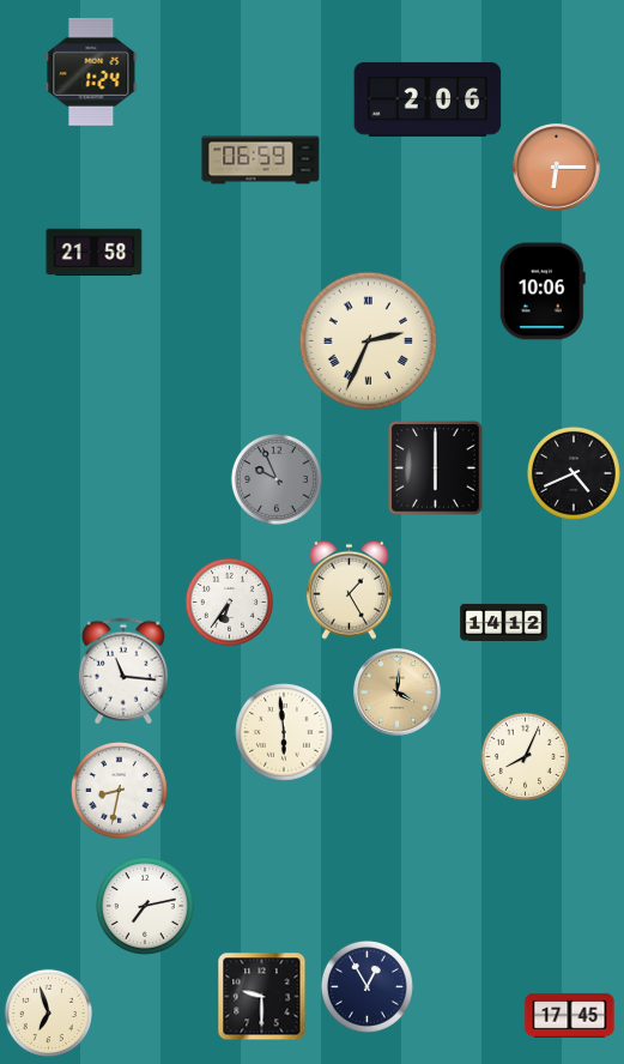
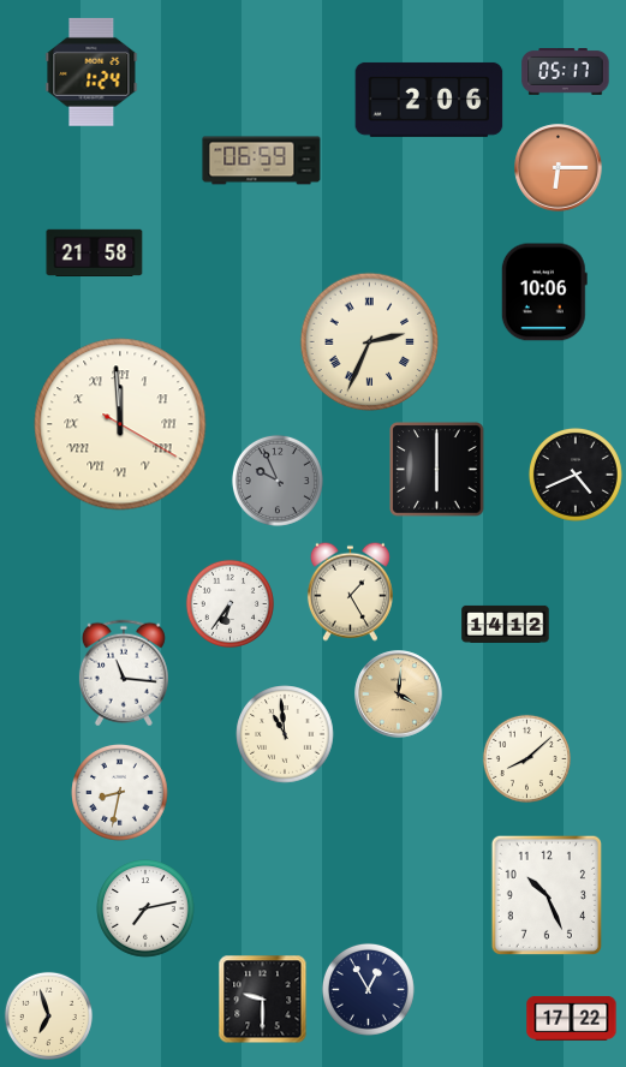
clock at (566, 72): none -> 05:17
clock at (120, 424): none -> 11:59
clock at (284, 732): 5:59 -> 10:59
clock at (525, 756): 8:04 -> 8:08
clock at (547, 894): none -> 10:26
clock at (570, 1016): 17:45 -> 17:22
